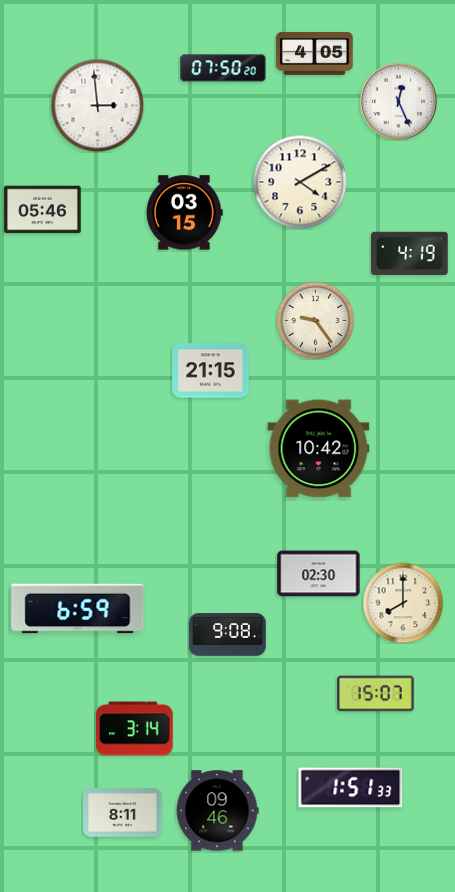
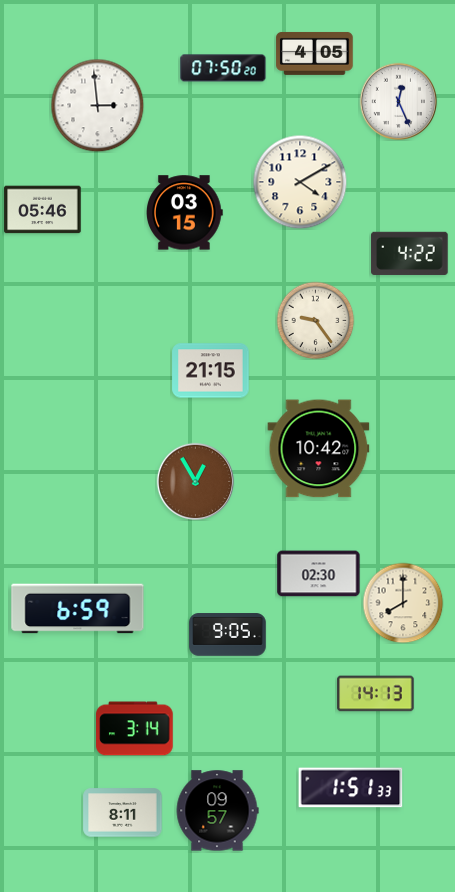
clock at (410, 253): 4:19 -> 4:22
clock at (195, 481): none -> 12:55
clock at (228, 635): 9:08 -> 9:05
clock at (376, 694): 15:07 -> 14:13
clock at (217, 811): 09:46 -> 09:57
